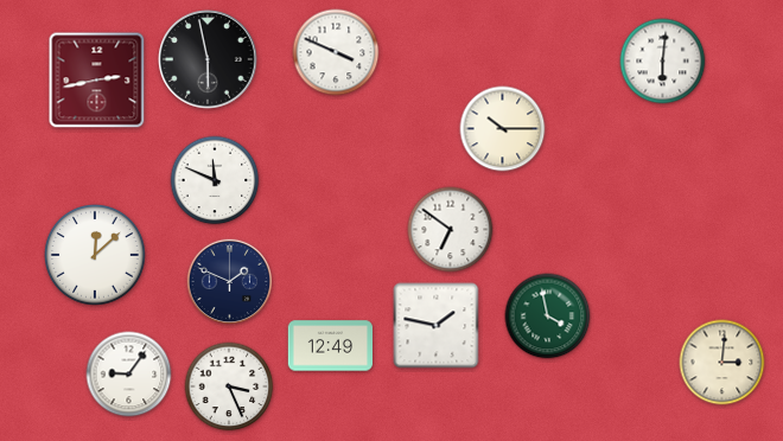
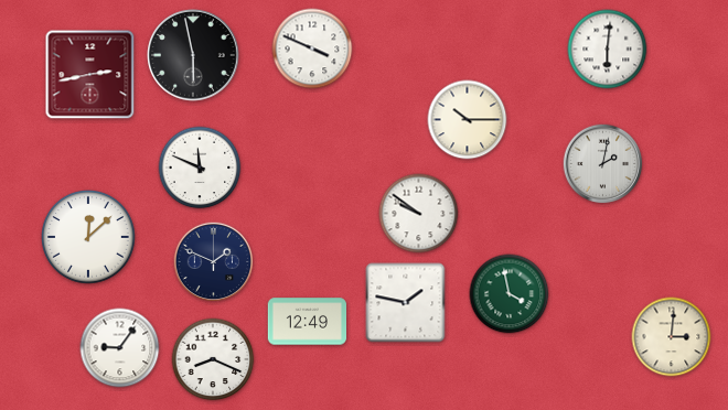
clock at (663, 62) position: (663, 62) -> (608, 50)
clock at (603, 164): none -> 2:02
clock at (451, 230): 6:51 -> 9:51
clock at (229, 386): 3:26 -> 8:19
